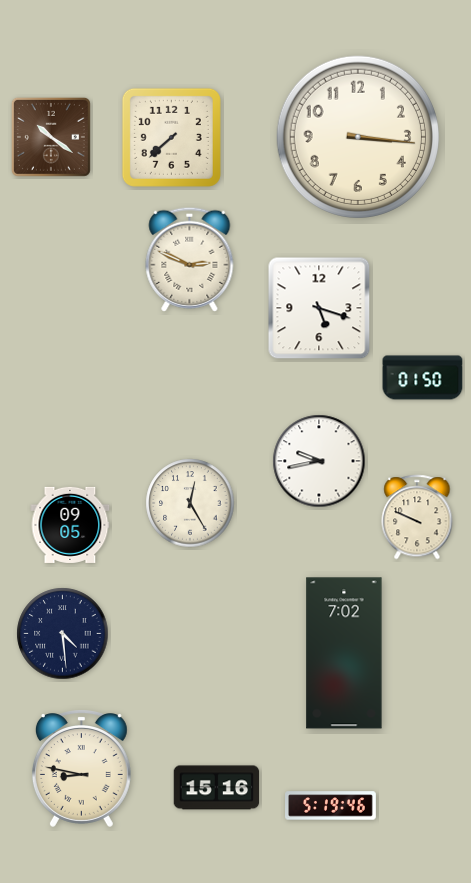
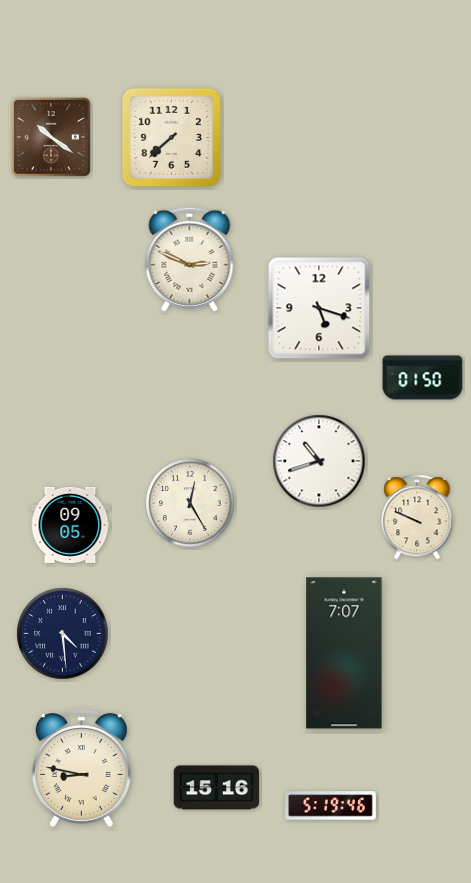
clock at (357, 136): 3:16 -> none
clock at (319, 461): 9:43 -> 10:42
clock at (344, 653): 7:02 -> 7:07
